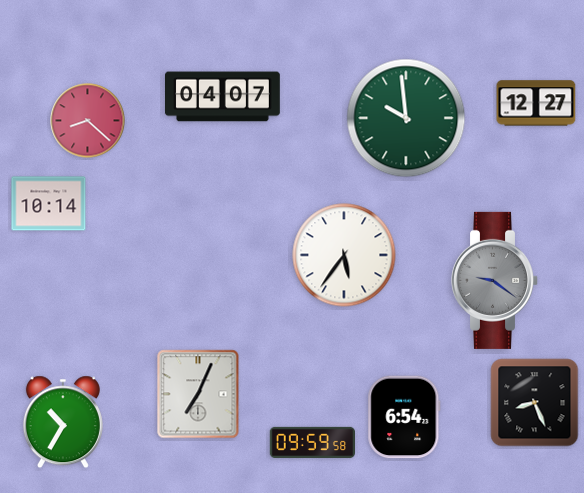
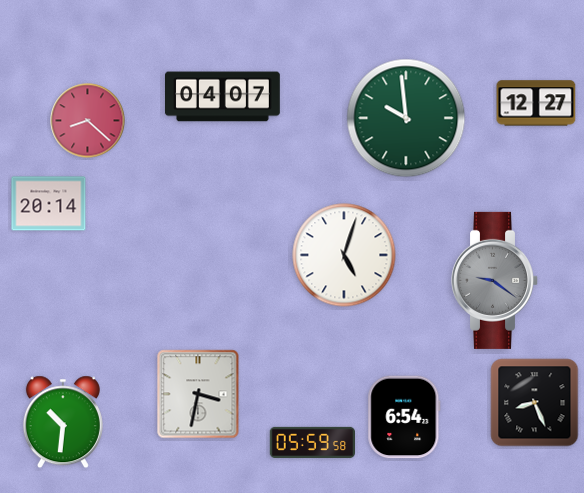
clock at (49, 204): 10:14 -> 20:14
clock at (344, 255): 5:36 -> 5:03
clock at (198, 394): 7:04 -> 3:32
clock at (63, 422): 10:35 -> 10:31
clock at (312, 442): 09:59 -> 05:59
